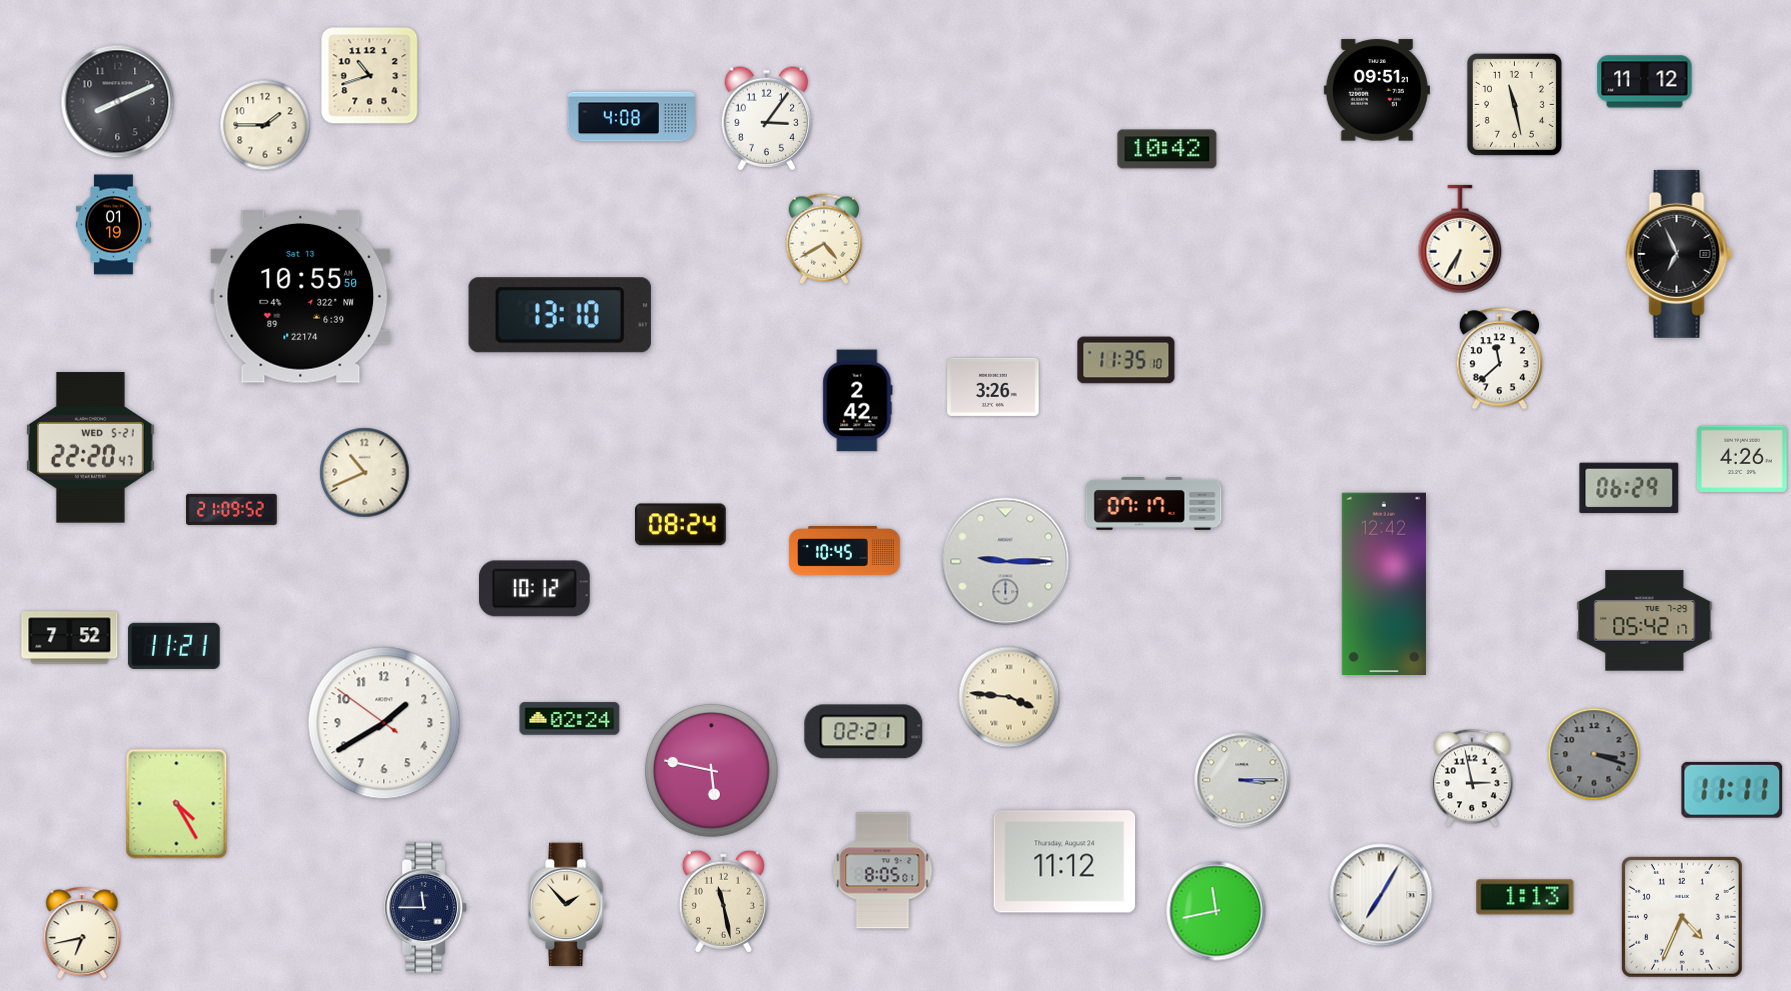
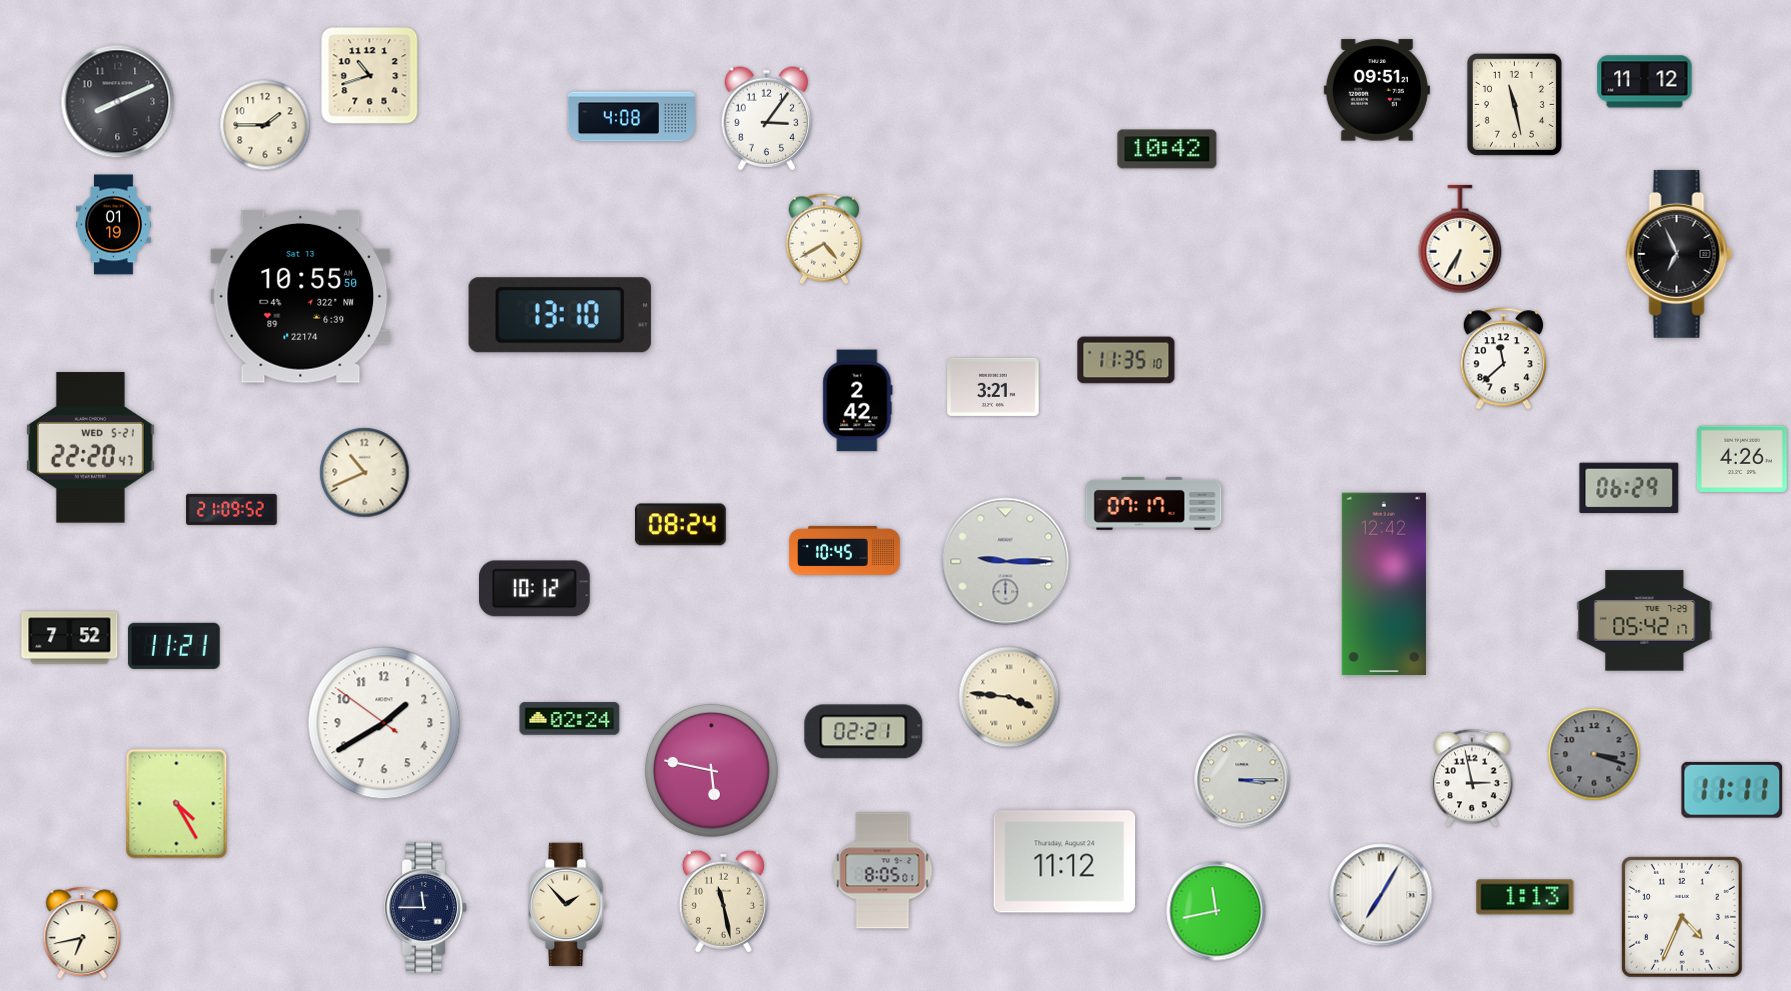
clock at (1499, 359) position: (1499, 359) -> (1503, 359)
clock at (993, 387): 3:26 -> 3:21
